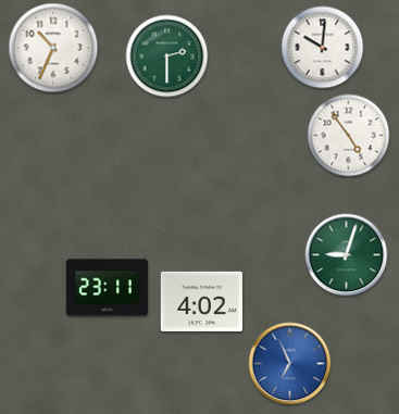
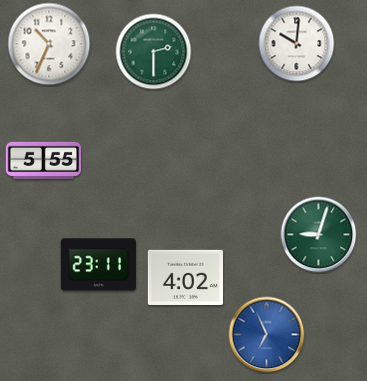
clock at (349, 136): 4:54 -> none
clock at (43, 160): none -> 5:55
